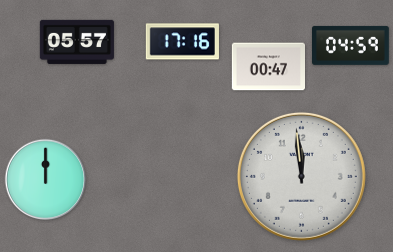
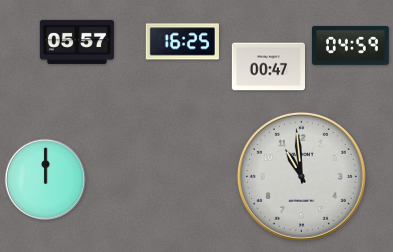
clock at (182, 42): 17:16 -> 16:25
clock at (301, 176): 11:59 -> 10:59
